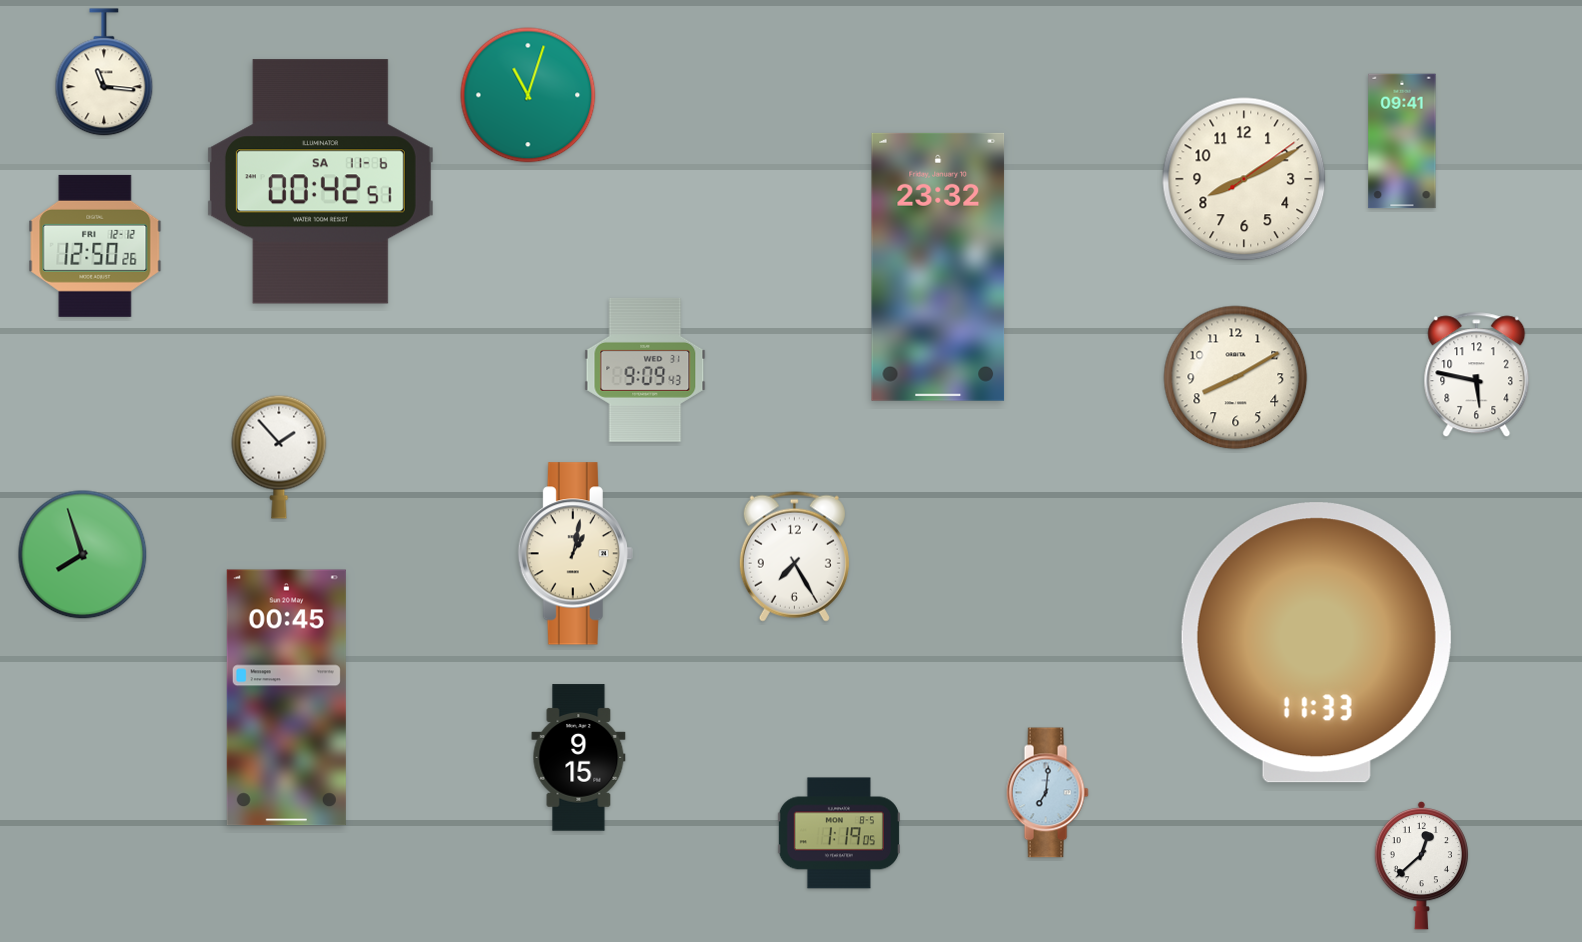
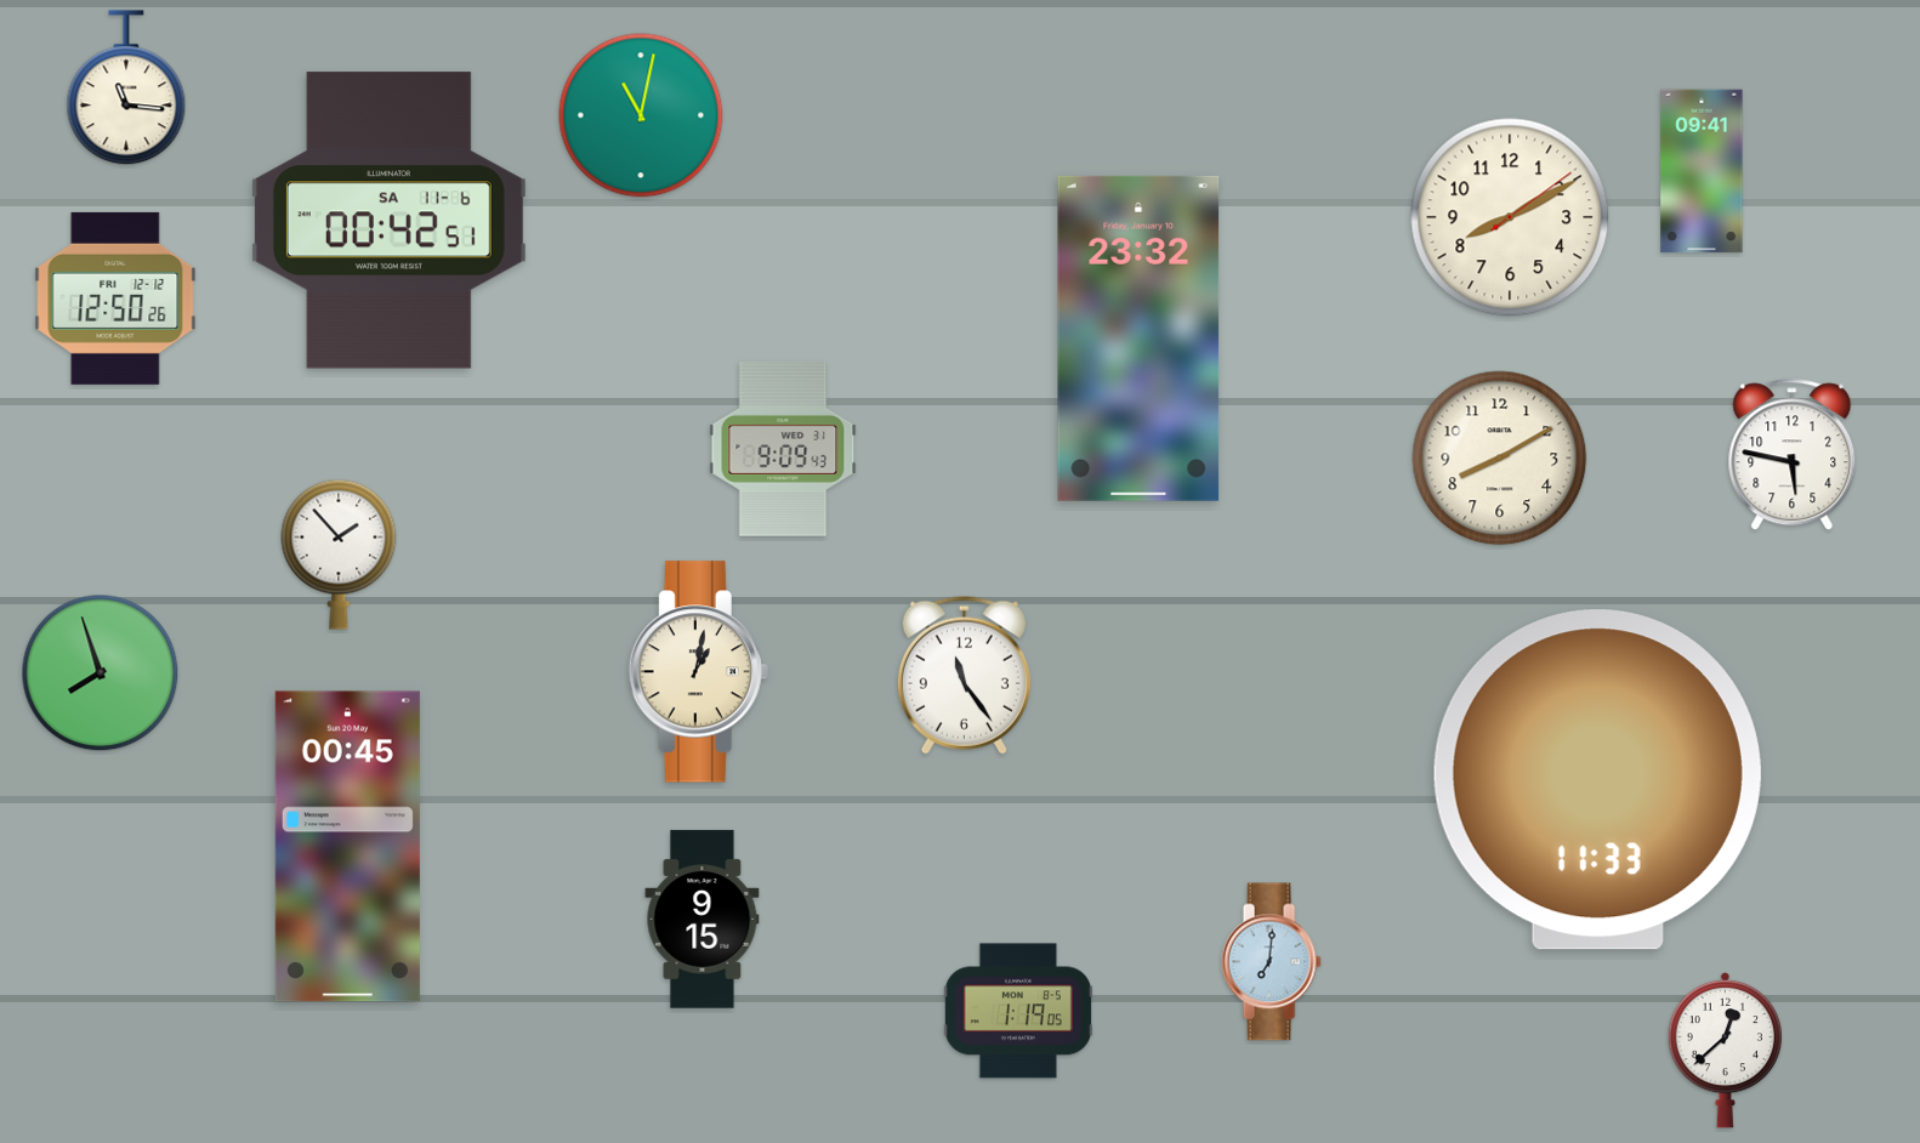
clock at (528, 95): 11:03 -> 11:02
clock at (938, 267) position: (938, 267) -> (1138, 339)
clock at (794, 556): 7:25 -> 11:24
